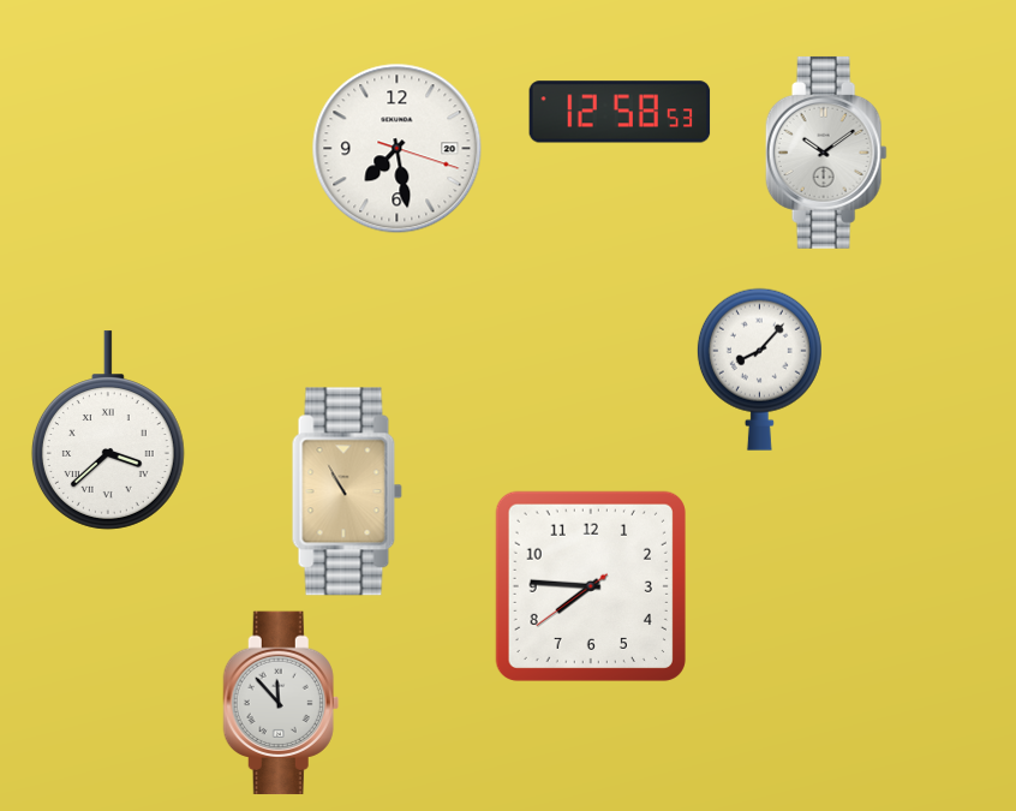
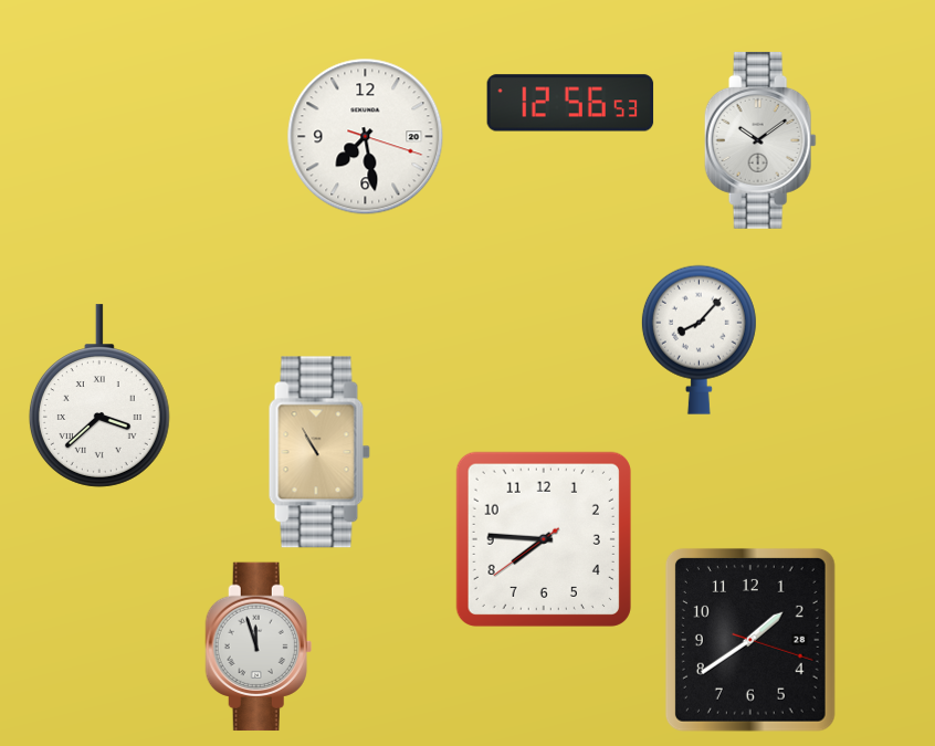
clock at (620, 112): 12:58 -> 12:56
clock at (750, 640): none -> 1:39
clock at (281, 703): 11:53 -> 11:57
